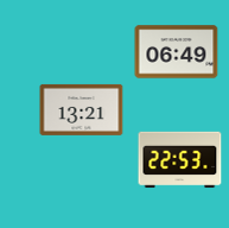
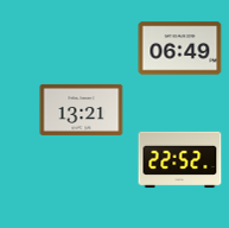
clock at (177, 52) position: (177, 52) -> (180, 49)
clock at (180, 160): 22:53 -> 22:52
